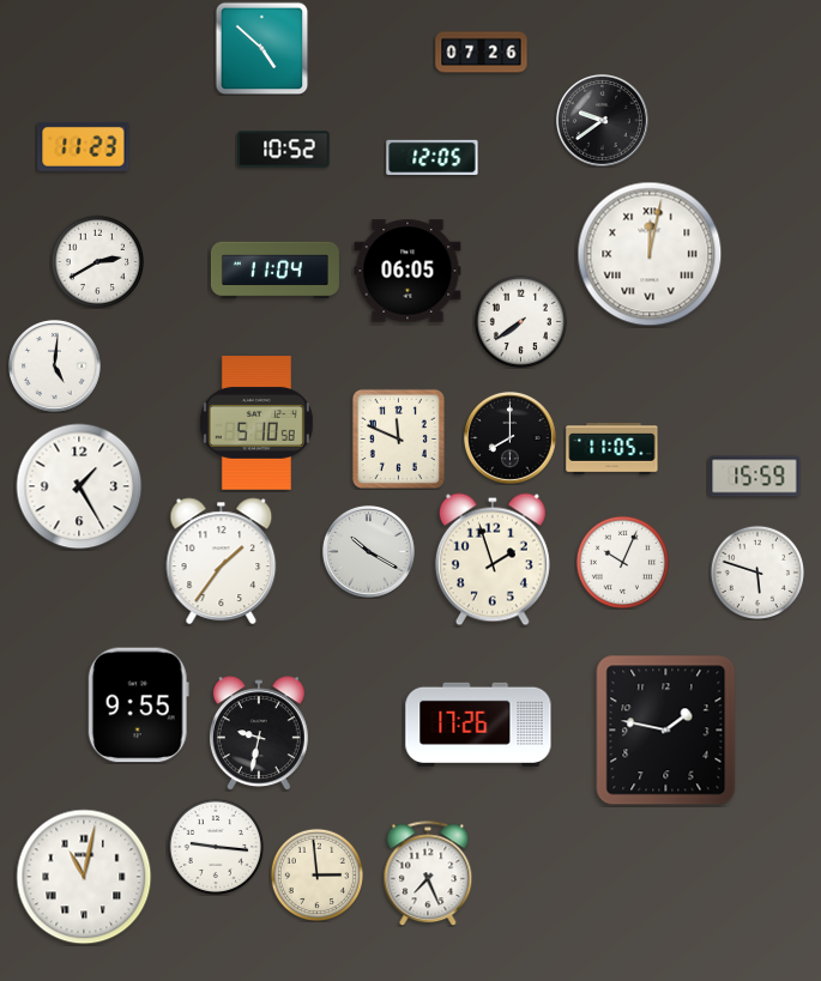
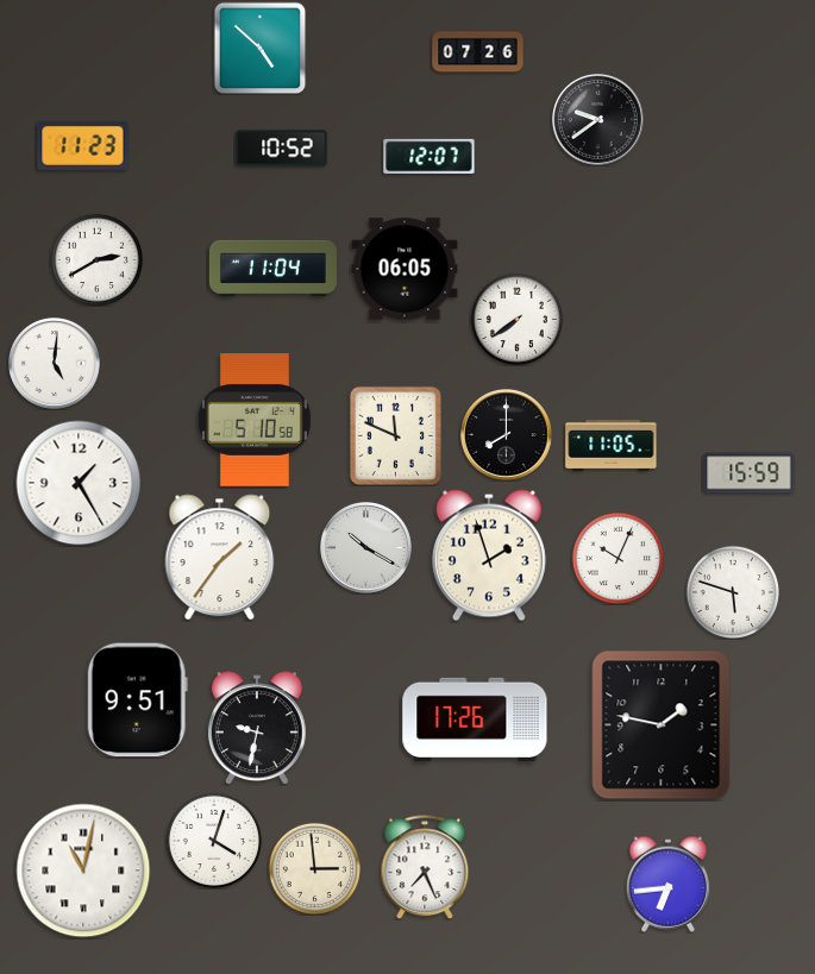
clock at (433, 157): 12:05 -> 12:07
clock at (650, 254): 12:02 -> none
clock at (612, 449) position: (612, 449) -> (612, 446)
clock at (756, 571) position: (756, 571) -> (732, 591)
clock at (138, 706): 9:55 -> 9:51
clock at (215, 846): 9:16 -> 4:03
clock at (667, 884): none -> 6:44
